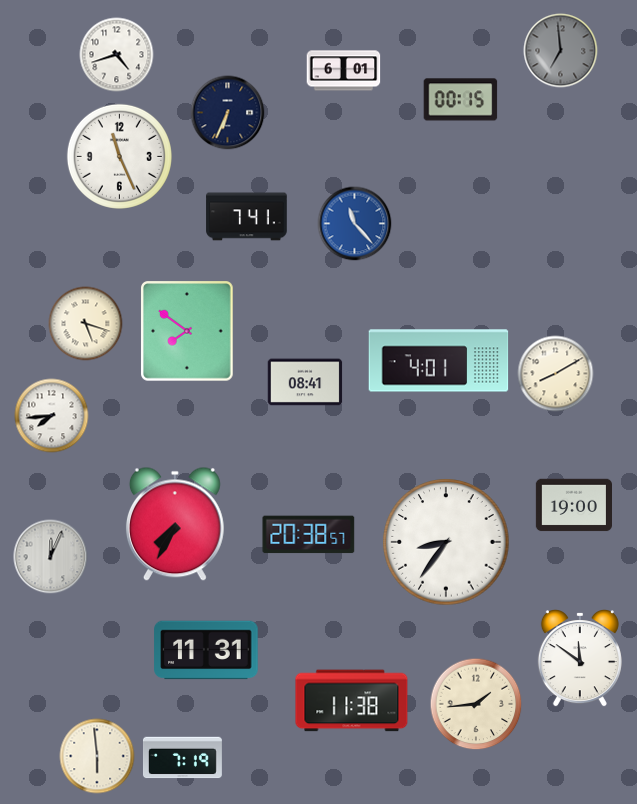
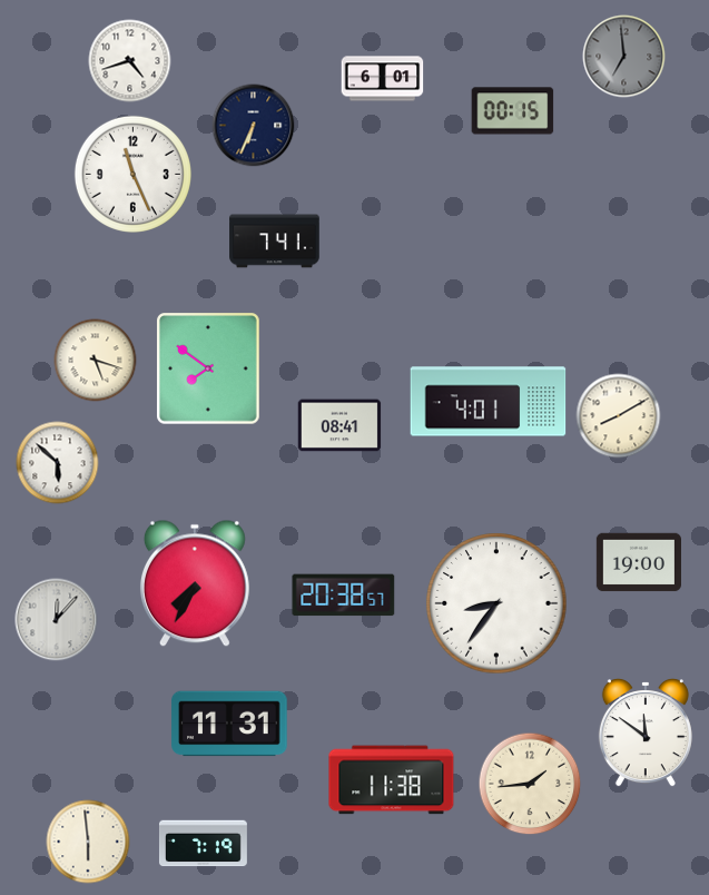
clock at (355, 224): 11:23 -> none
clock at (52, 416): 7:44 -> 5:52
clock at (51, 557): 12:04 -> 12:07
clock at (97, 756) position: (97, 756) -> (88, 842)
